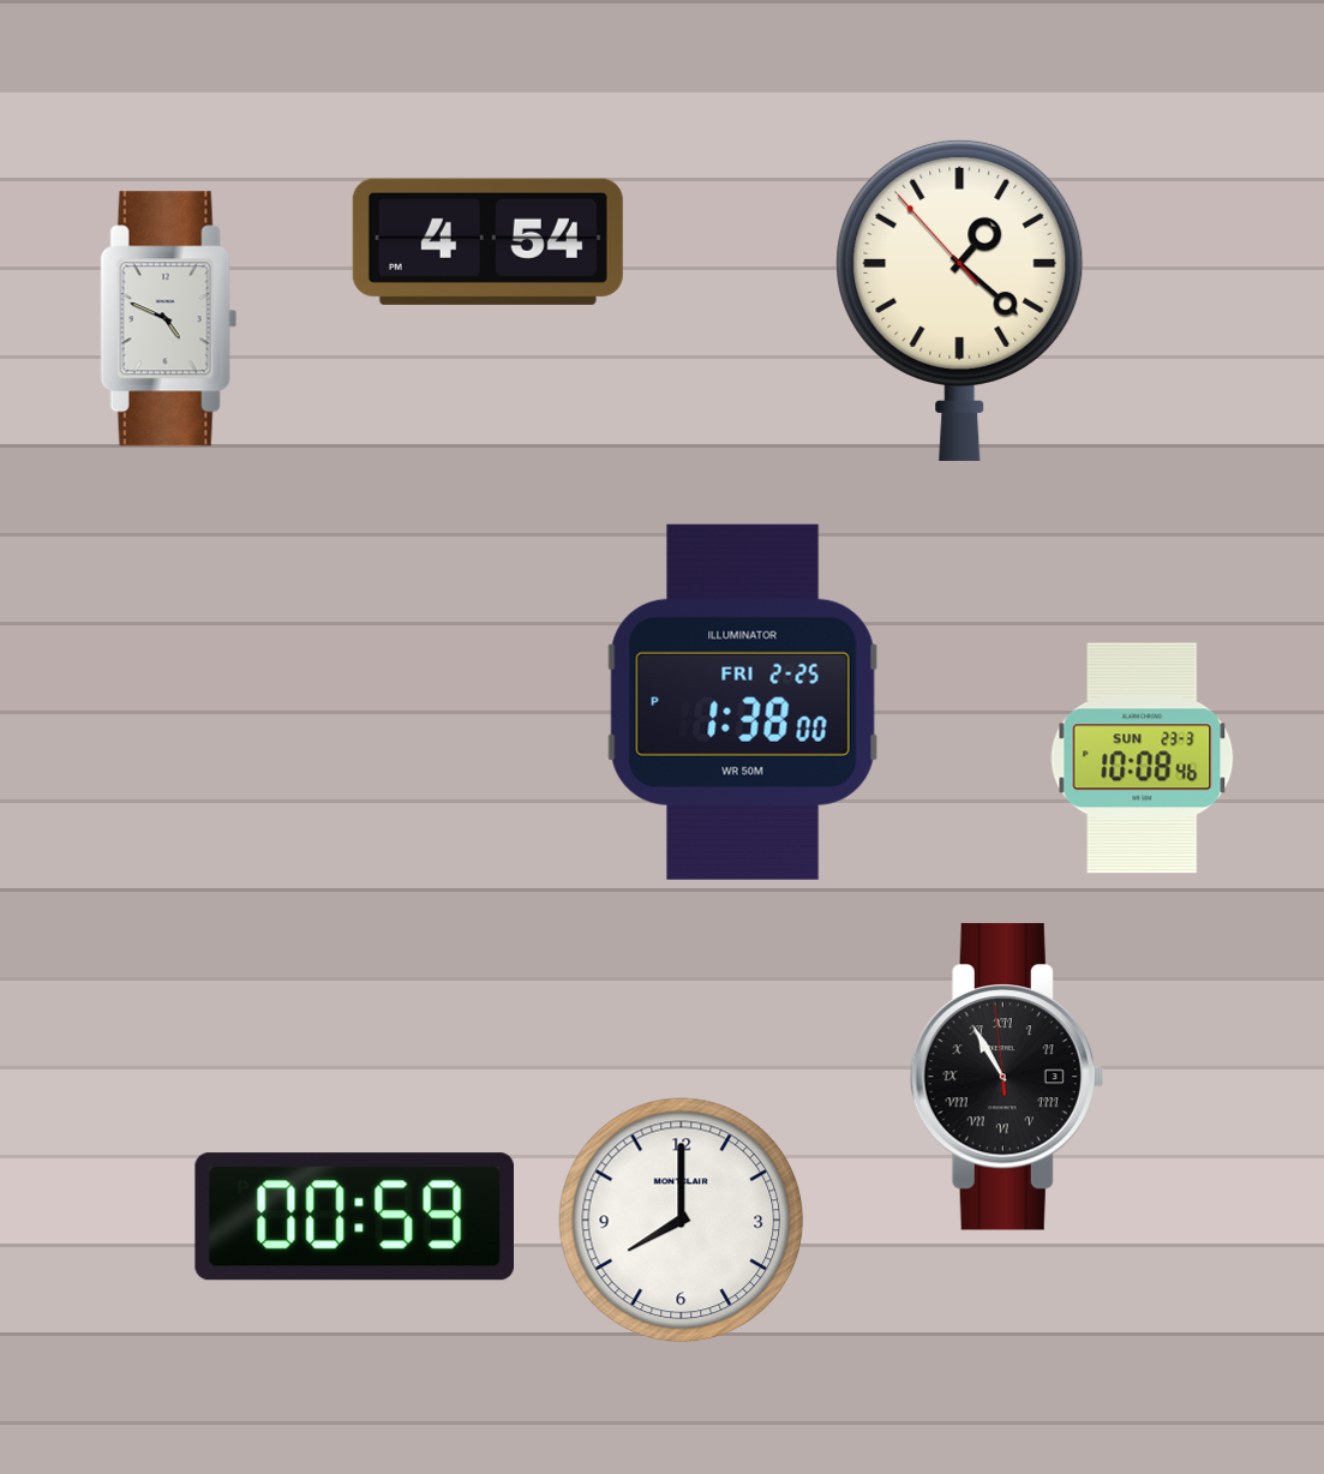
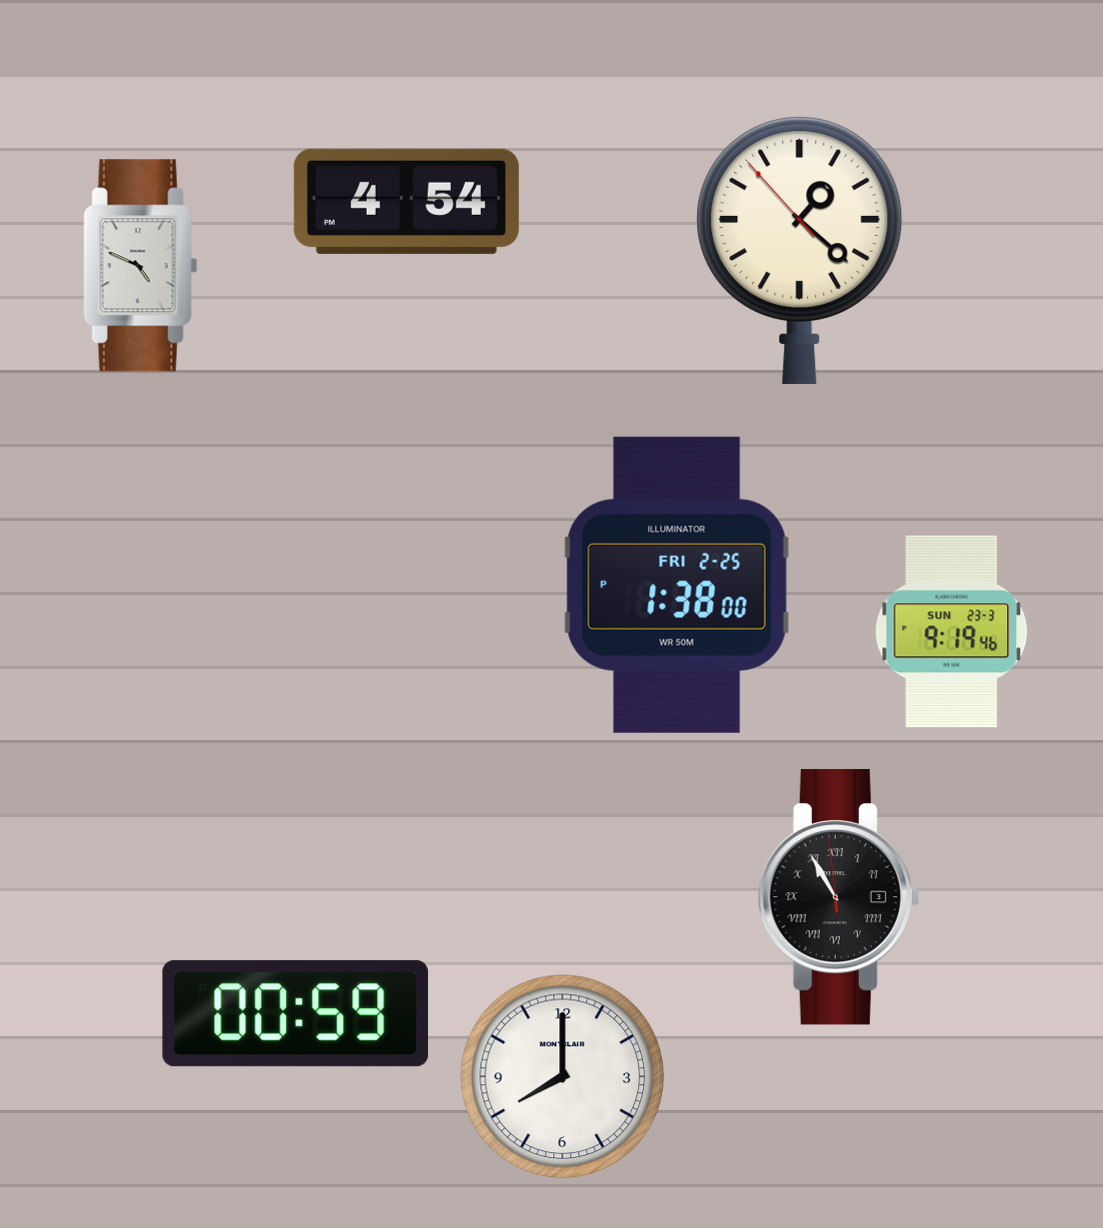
clock at (743, 702) position: (743, 702) -> (677, 585)
clock at (1143, 759): 10:08 -> 9:19
clock at (682, 1221) position: (682, 1221) -> (563, 1077)
